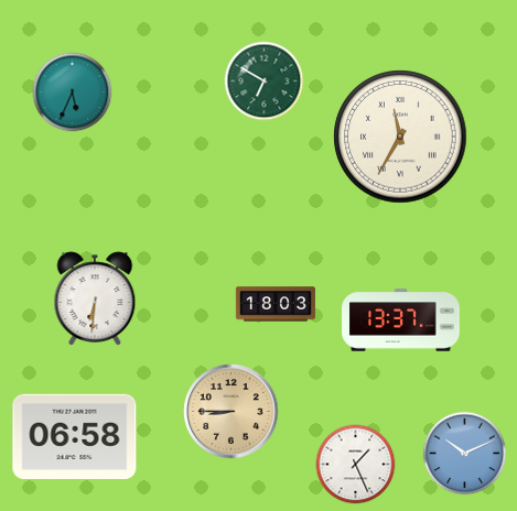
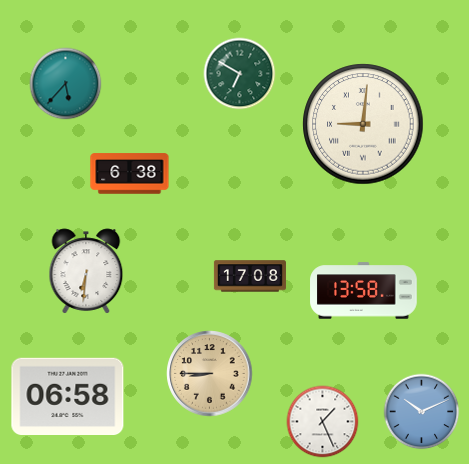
clock at (73, 93): 5:34 -> 5:37
clock at (400, 137): 11:35 -> 9:01
clock at (130, 174): none -> 6:38
clock at (276, 304): 18:03 -> 17:08
clock at (401, 320): 13:37 -> 13:58
